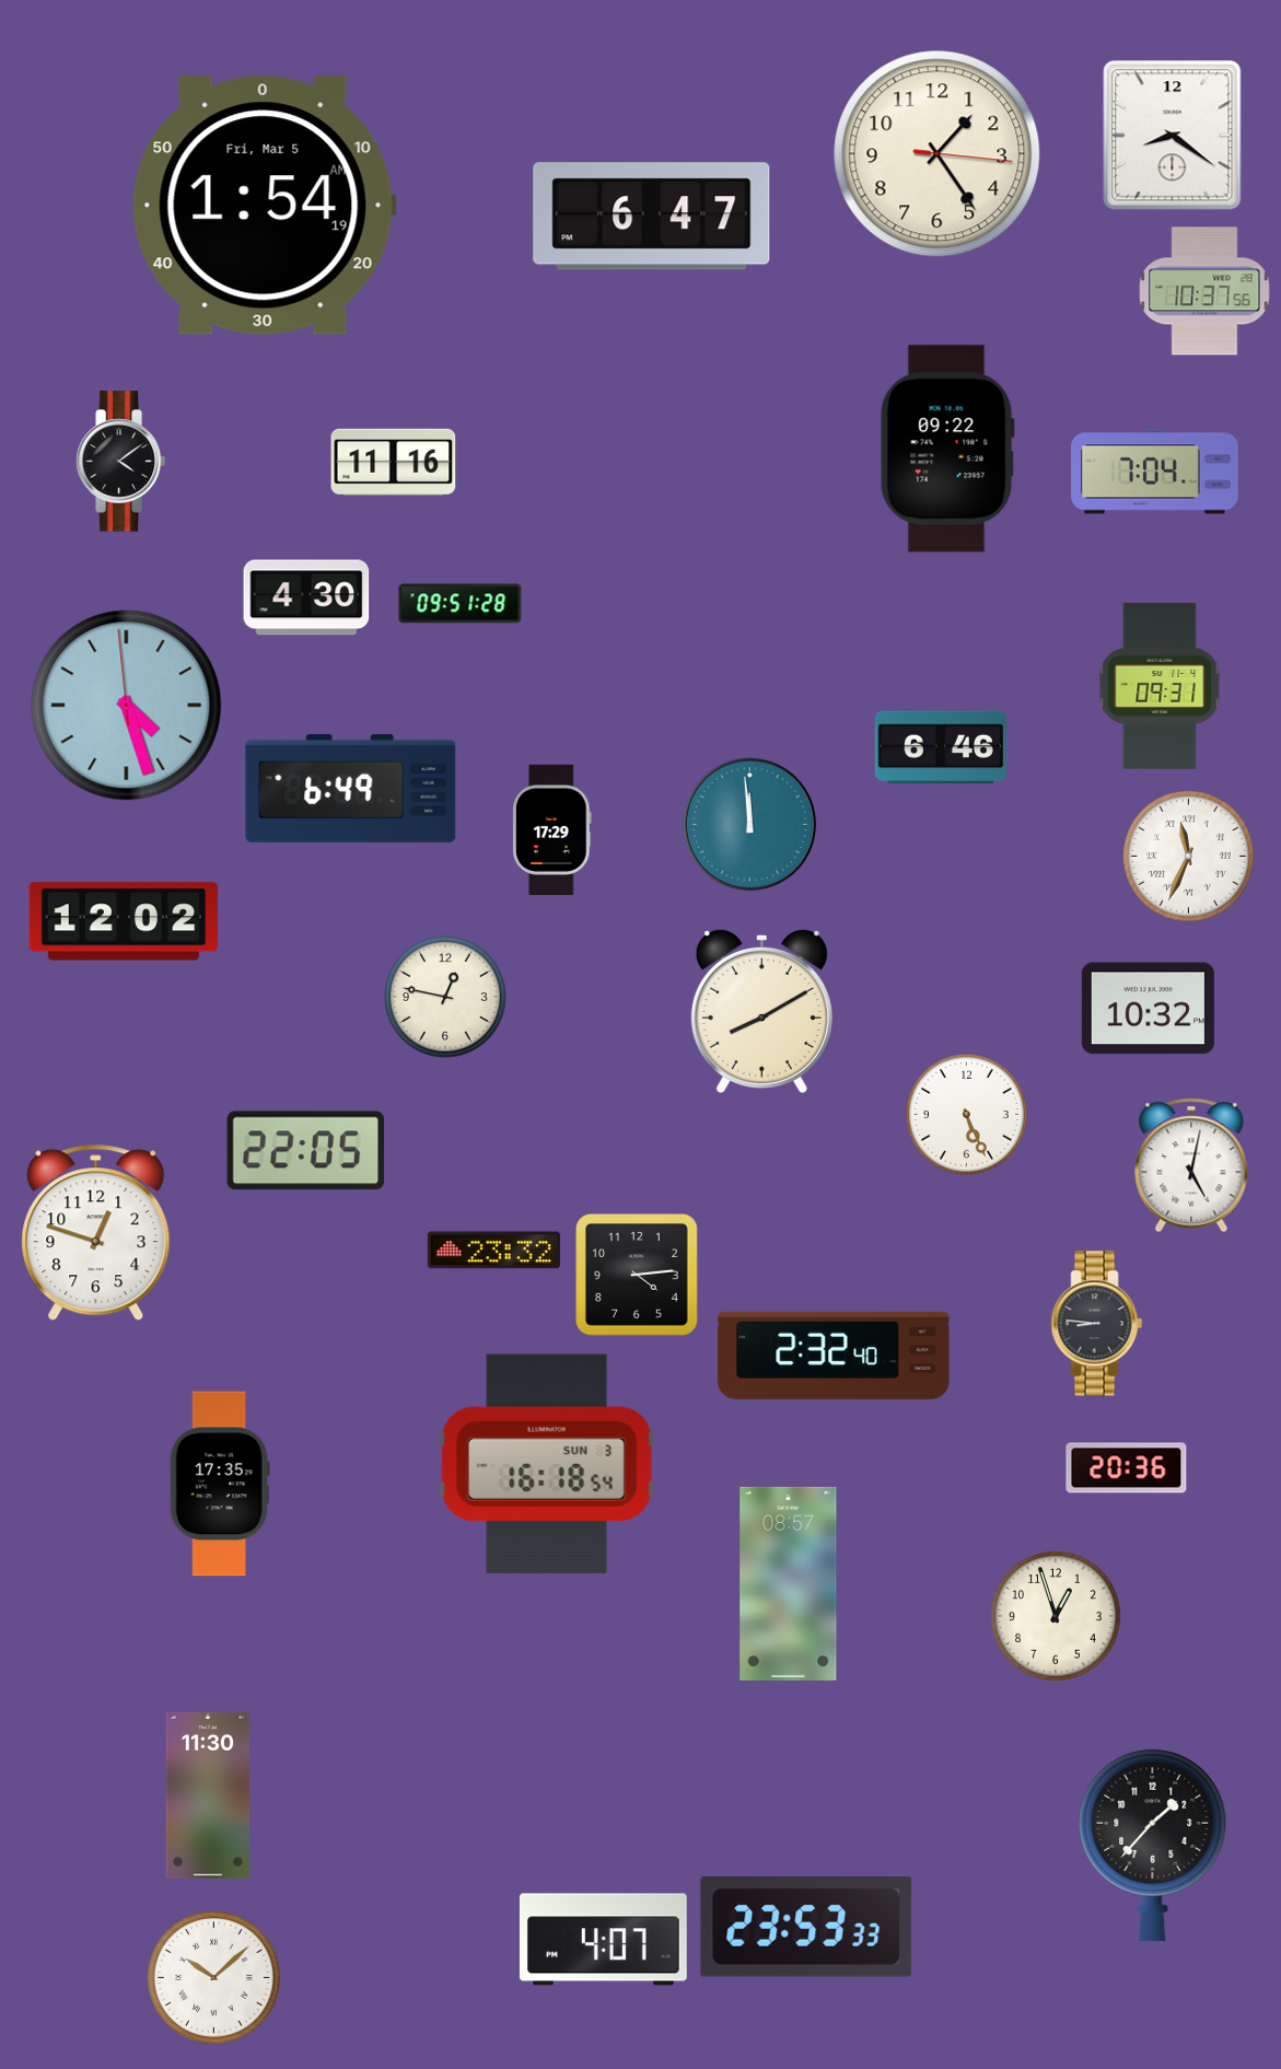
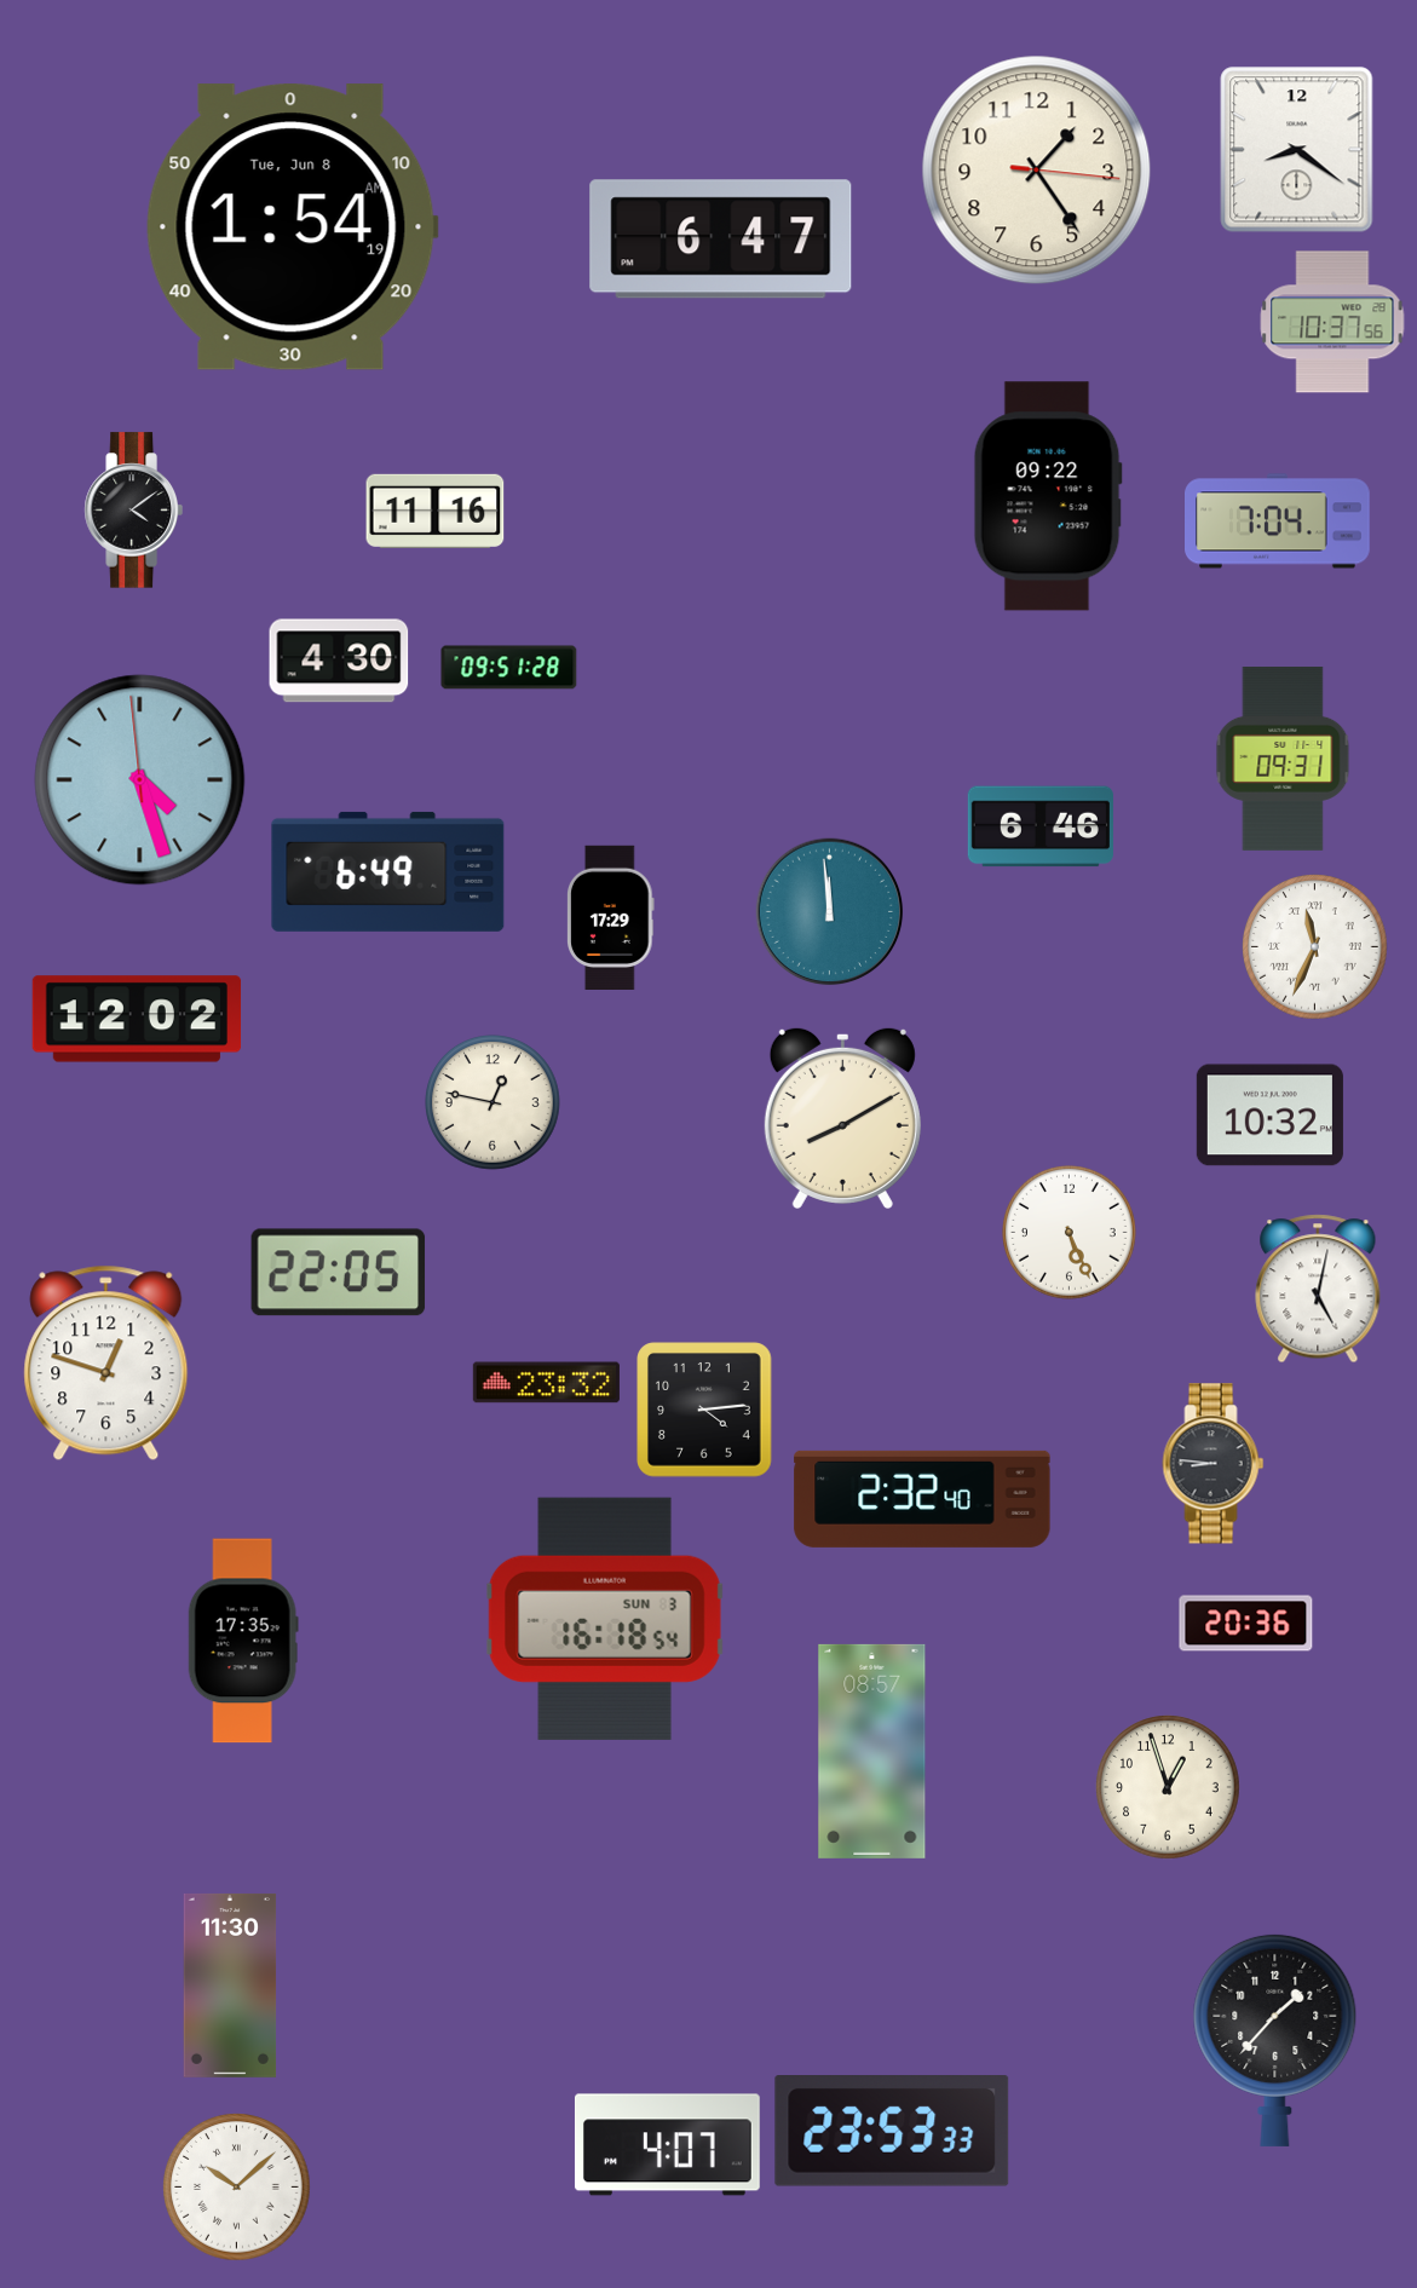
clock at (264, 206) date: Fri, Mar 5 -> Tue, Jun 8
